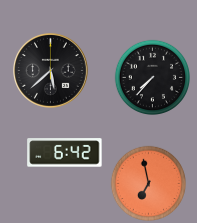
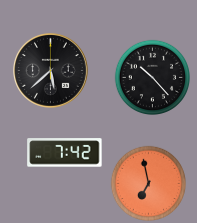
clock at (152, 77): 7:37 -> 10:23
clock at (65, 153): 6:42 -> 7:42
